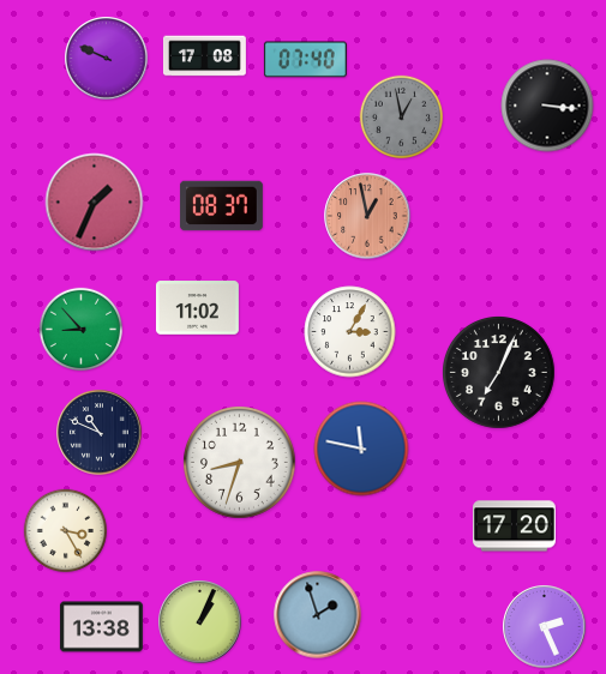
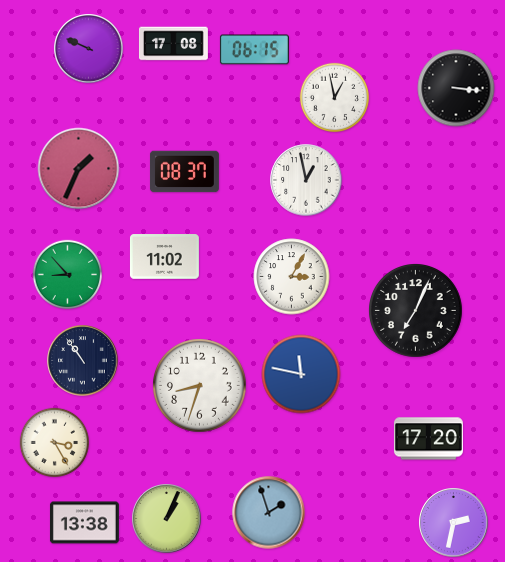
clock at (204, 56) position: (204, 56) -> (173, 44)
clock at (305, 60): 07:40 -> 06:15
clock at (402, 118) dial: grey -> white
clock at (367, 216) dial: salmon -> white
clock at (100, 433): 10:49 -> 10:54
clock at (318, 615) position: (318, 615) -> (269, 513)
clock at (545, 627): 2:26 -> 2:32
